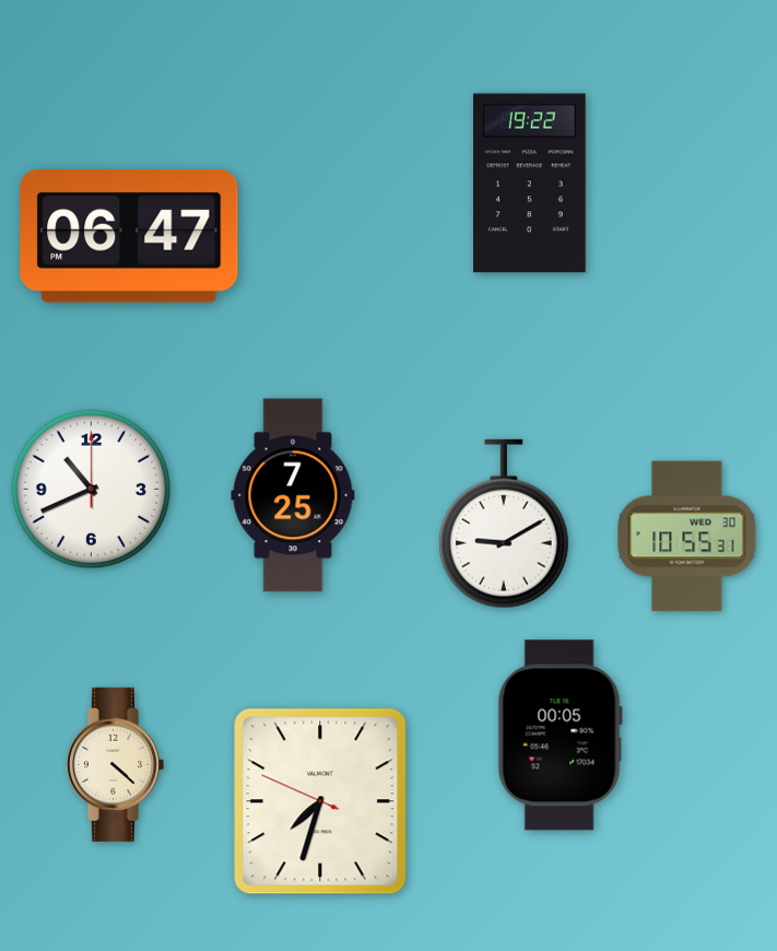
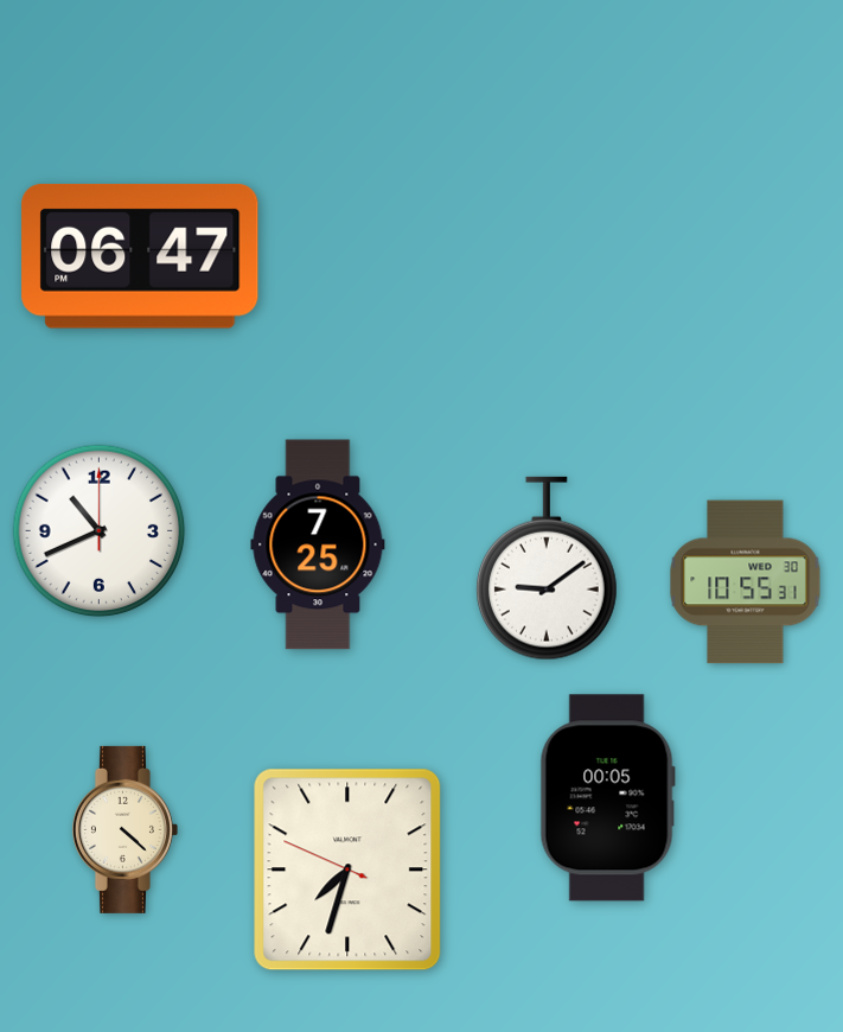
clock at (530, 184): 19:22 -> none
clock at (293, 495) position: (293, 495) -> (318, 544)
clock at (504, 524): 9:10 -> 9:09
